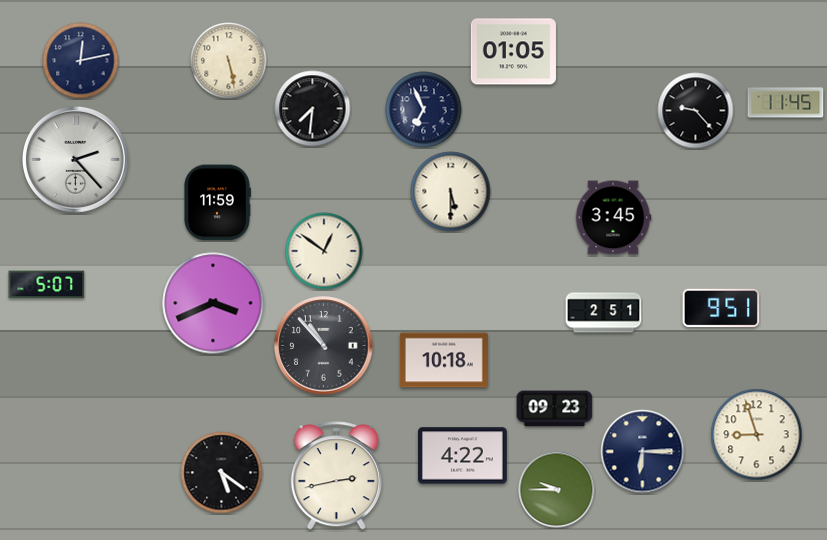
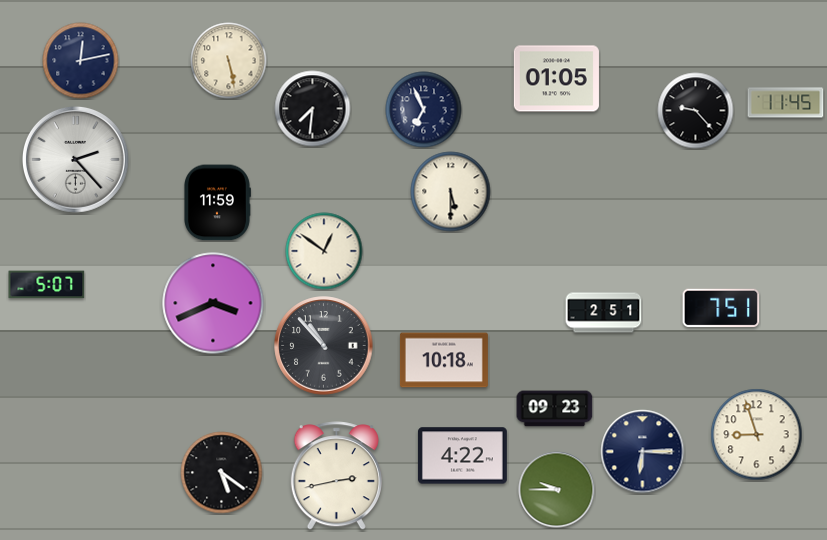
clock at (513, 52) position: (513, 52) -> (556, 79)
clock at (613, 218): 3:45 -> none
clock at (721, 308): 9:51 -> 7:51
